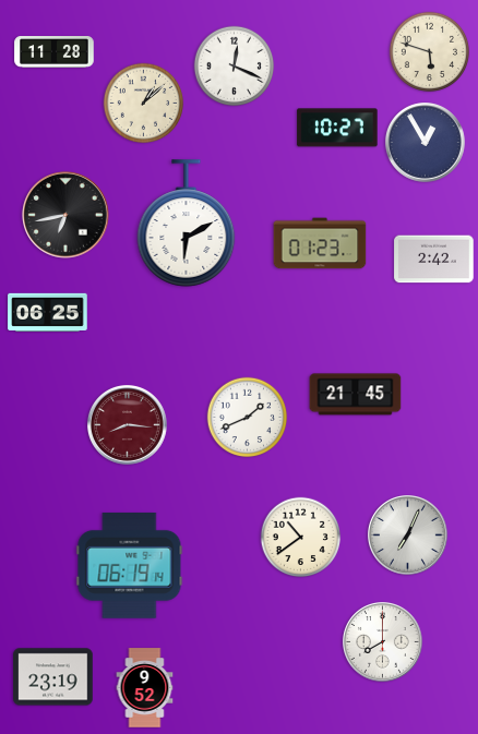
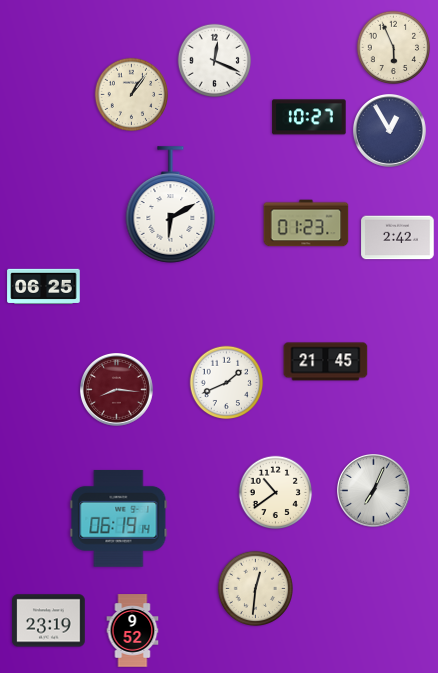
clock at (55, 52): 11:28 -> none
clock at (430, 52): 5:48 -> 5:56
clock at (144, 104): 1:08 -> 1:06
clock at (65, 215): 6:43 -> none
clock at (320, 243) position: (320, 243) -> (306, 223)
clock at (255, 588): none -> 12:31
clock at (383, 642): 8:00 -> none
